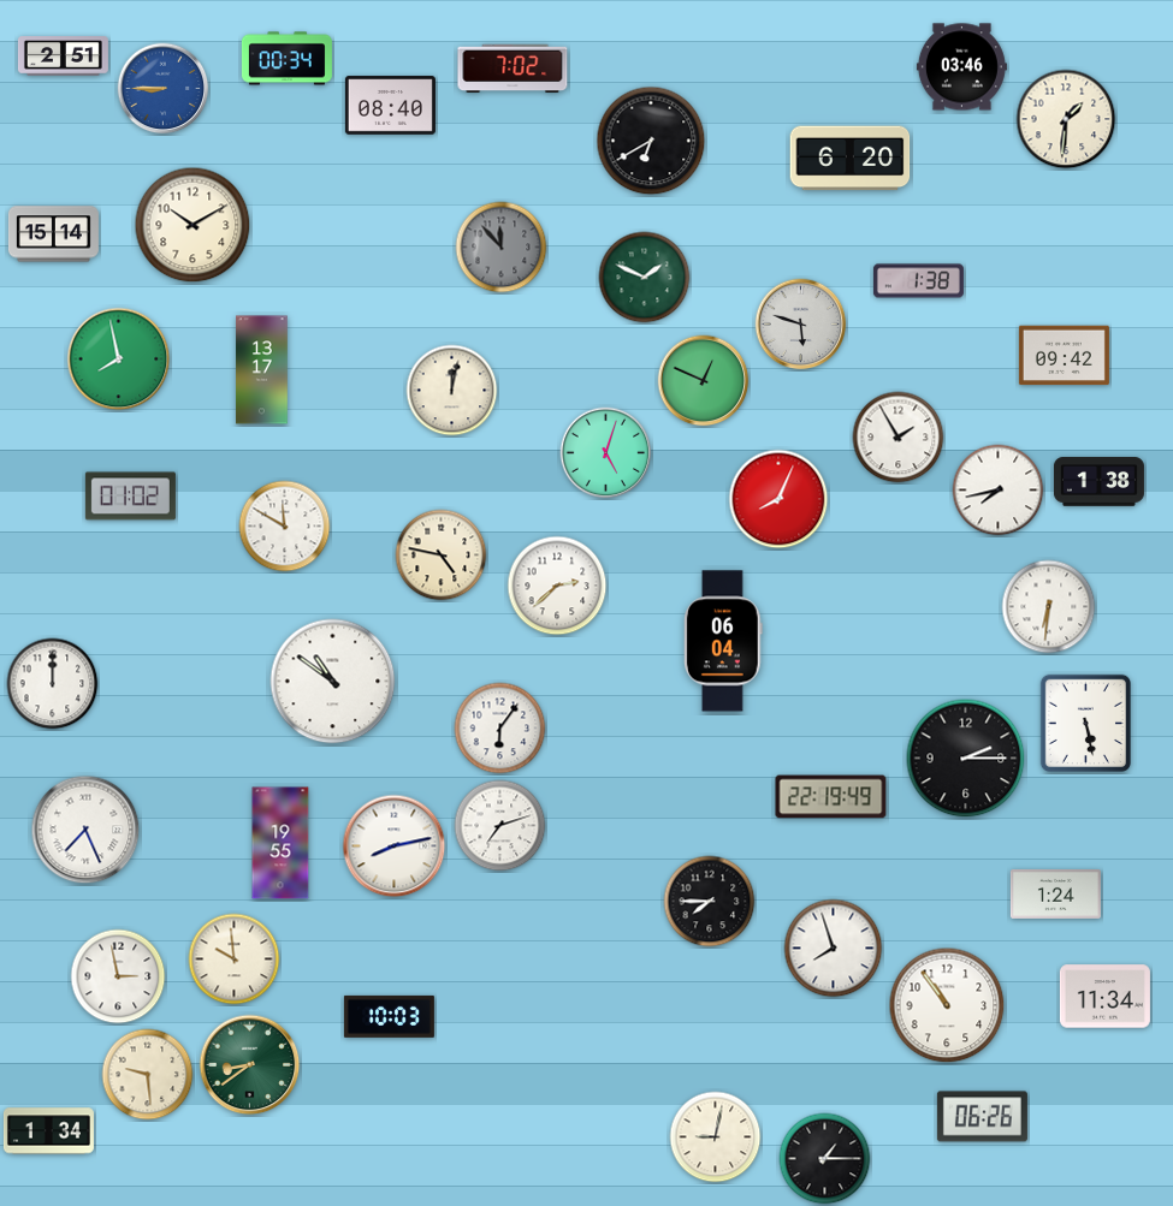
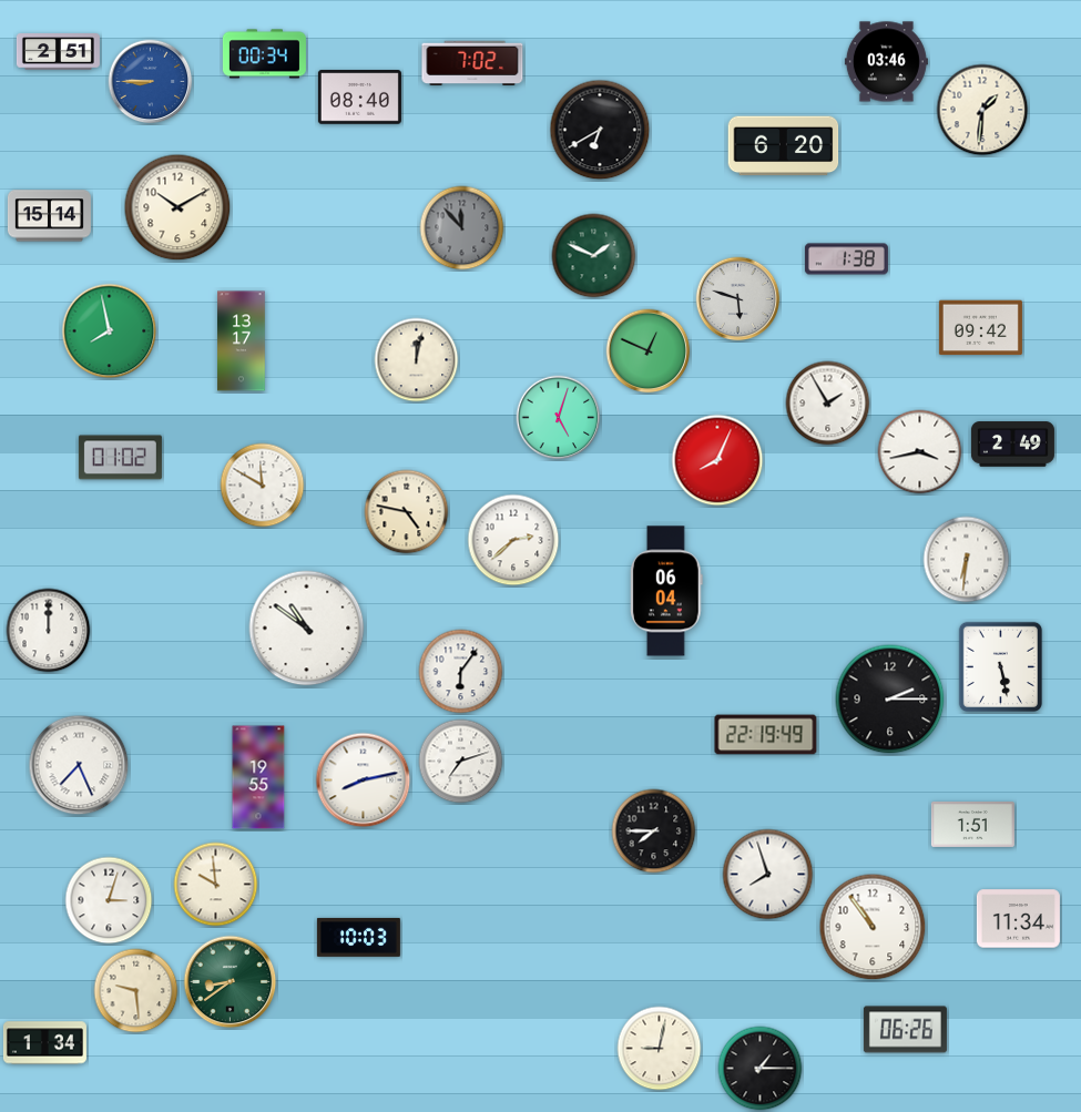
clock at (1098, 482): 1:38 -> 2:49
clock at (999, 491): 7:43 -> 3:43
clock at (1055, 893): 1:24 -> 1:51
clock at (118, 976): 2:58 -> 3:03
